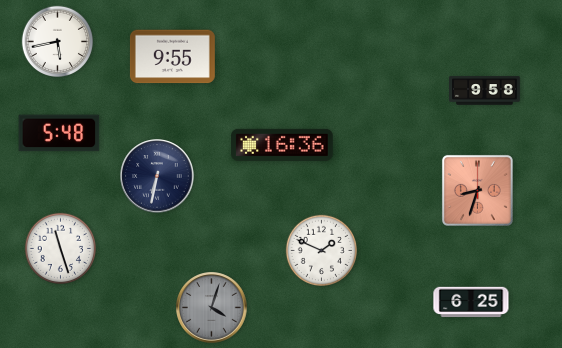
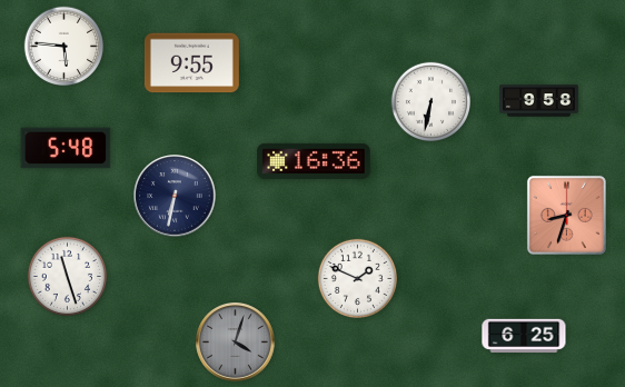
clock at (57, 41): 5:43 -> 5:46
clock at (430, 101): none -> 6:32
clock at (477, 190) position: (477, 190) -> (566, 215)
